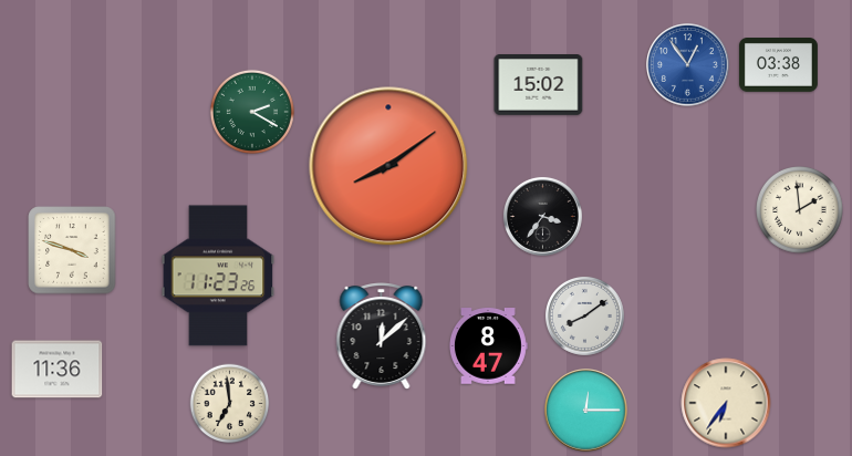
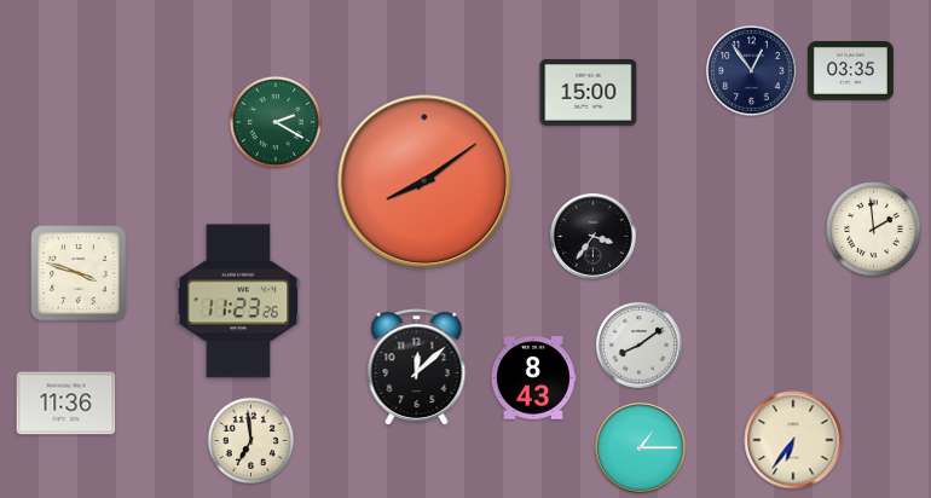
clock at (688, 65) dial: blue -> navy
clock at (778, 65): 03:38 -> 03:35
clock at (539, 85): 15:02 -> 15:00
clock at (489, 346): 8:47 -> 8:43
clock at (58, 370) position: (58, 370) -> (66, 404)
clock at (586, 411): 12:15 -> 1:15
